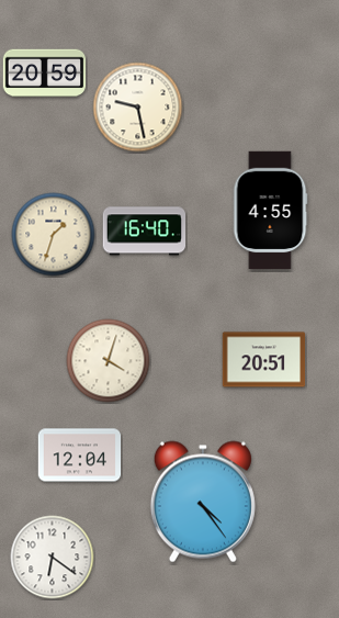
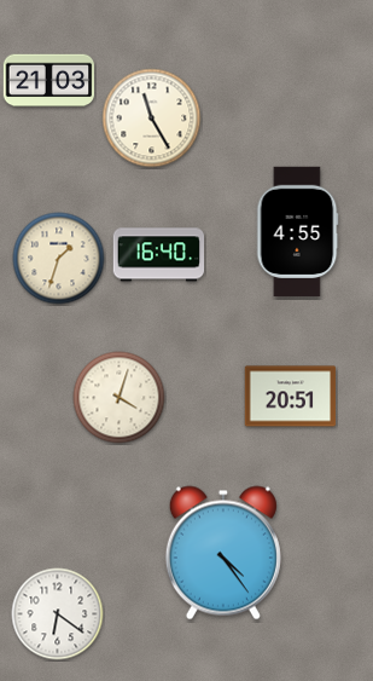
clock at (45, 74): 20:59 -> 21:03
clock at (138, 108): 9:28 -> 11:25
clock at (80, 456): 12:04 -> none
